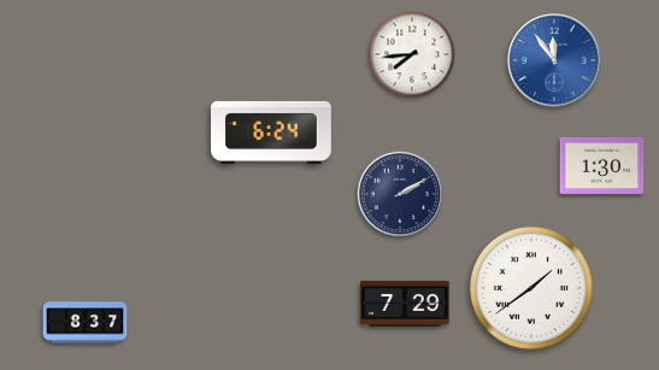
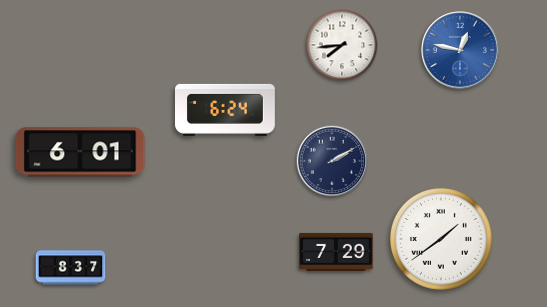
clock at (554, 60): 11:54 -> 12:47
clock at (602, 165): 1:30 -> none
clock at (80, 152): none -> 6:01
